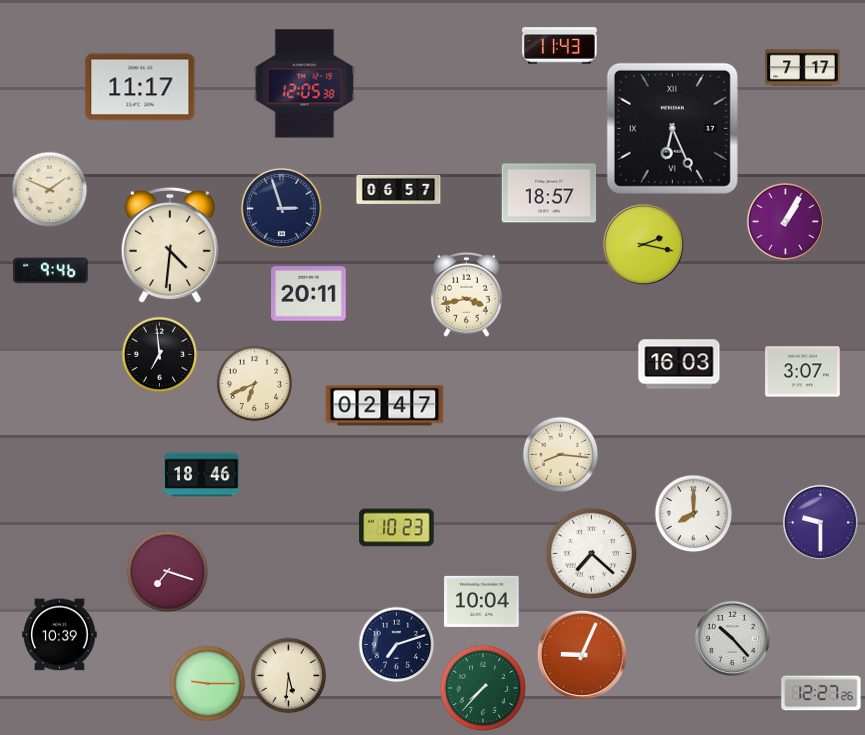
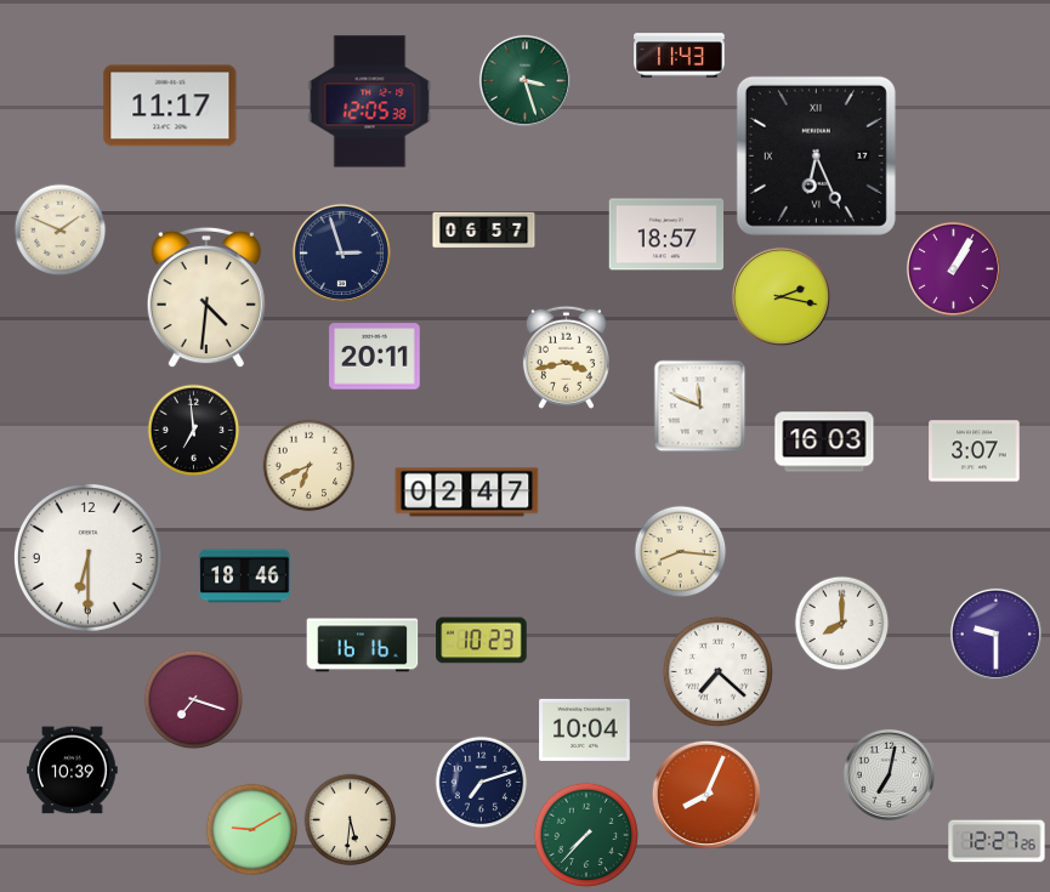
clock at (524, 80): none -> 3:27
clock at (803, 68): 7:17 -> none
clock at (51, 271): 9:46 -> none
clock at (700, 407): none -> 11:49
clock at (87, 557): none -> 6:30
clock at (363, 646): none -> 16:16
clock at (168, 572) position: (168, 572) -> (194, 700)
clock at (732, 638): 10:23 -> 7:02
clock at (581, 654): 9:04 -> 8:04
clock at (208, 684): 9:15 -> 9:10
